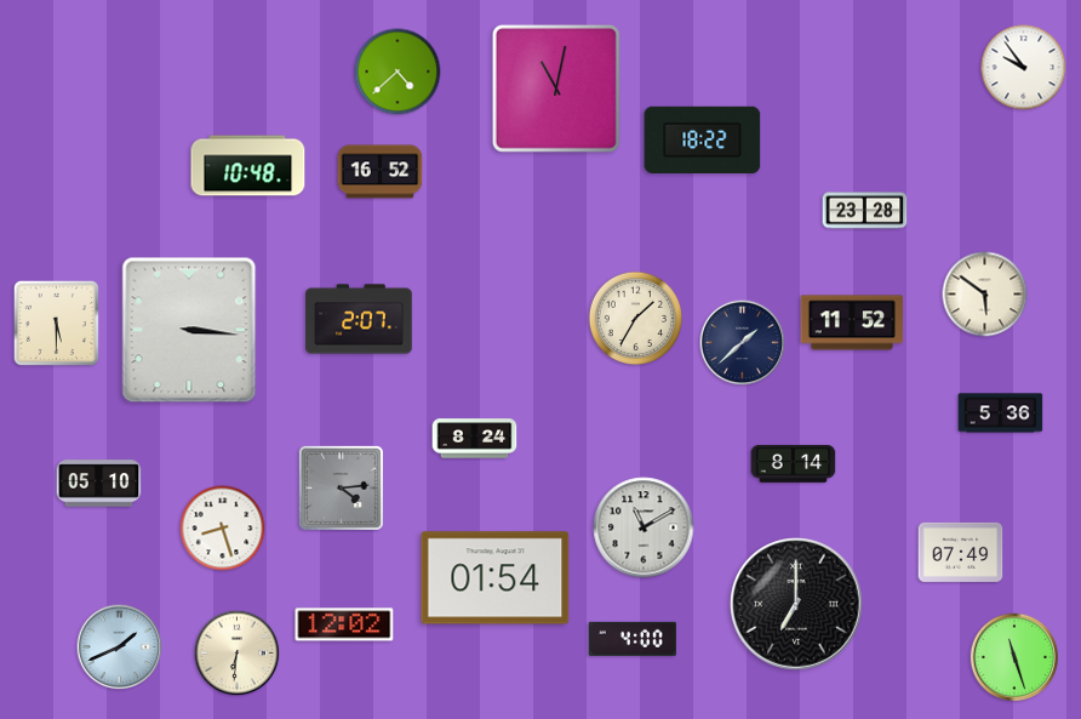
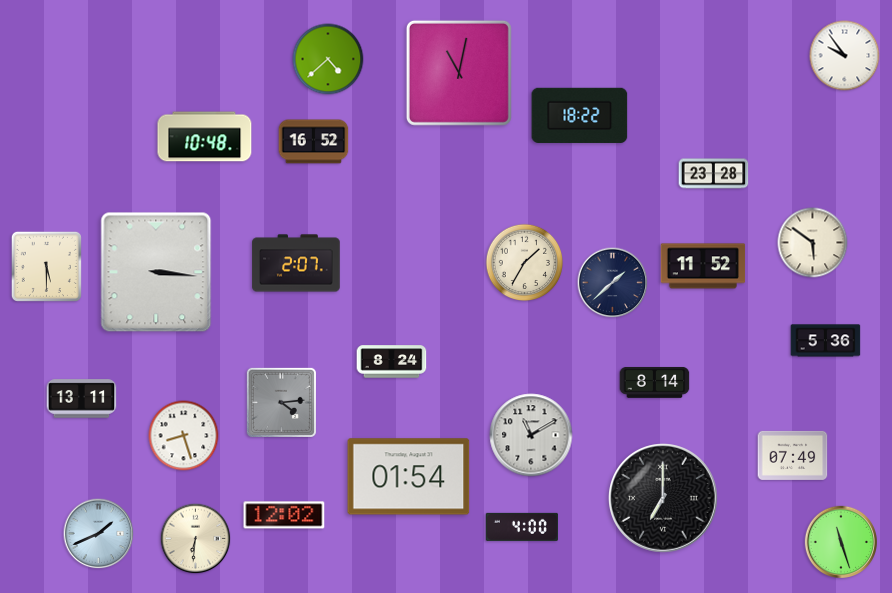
clock at (99, 484): 05:10 -> 13:11
clock at (797, 605) position: (797, 605) -> (664, 499)
clock at (1014, 657) position: (1014, 657) -> (841, 542)
